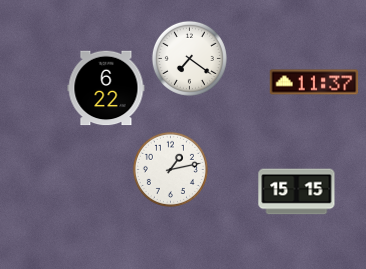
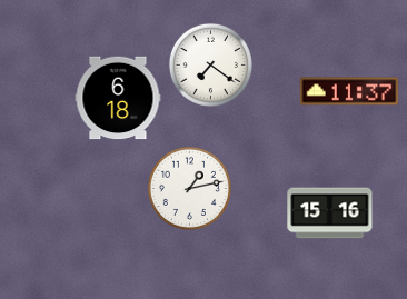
clock at (106, 88): 6:22 -> 6:18
clock at (297, 192): 15:15 -> 15:16
